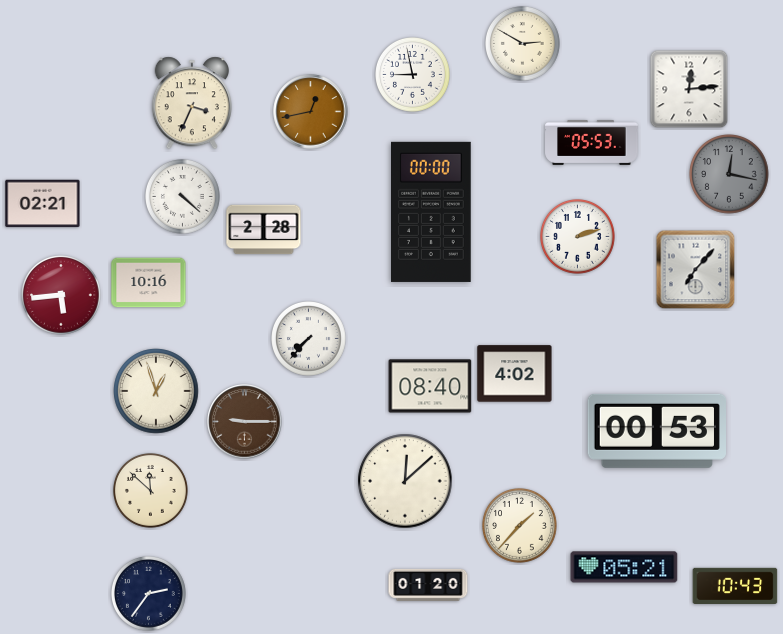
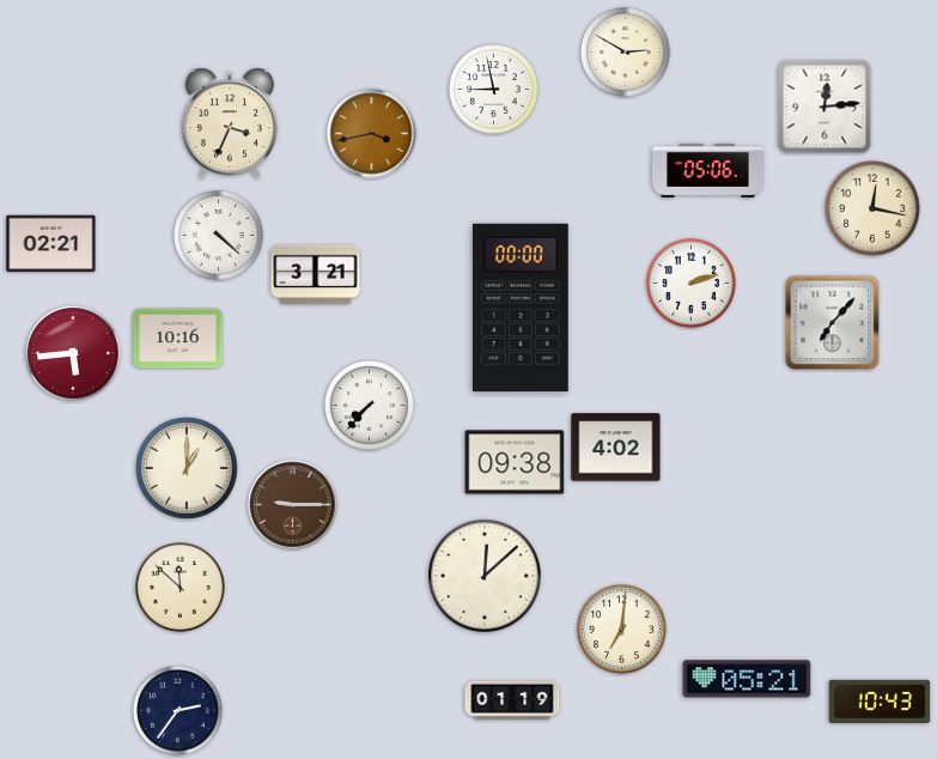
clock at (311, 112): 12:43 -> 3:43
clock at (592, 142): 05:53 -> 05:06
clock at (729, 174) dial: grey -> cream
clock at (431, 212) position: (431, 212) -> (521, 308)
clock at (264, 230): 2:28 -> 3:21
clock at (430, 386): 08:40 -> 09:38
clock at (156, 391): 12:57 -> 1:00
clock at (656, 431): 00:53 -> none
clock at (520, 526): 1:37 -> 7:01
clock at (428, 585): 01:20 -> 01:19
